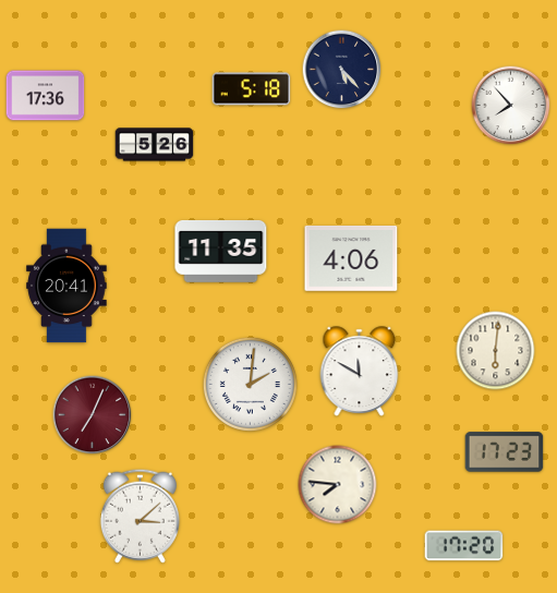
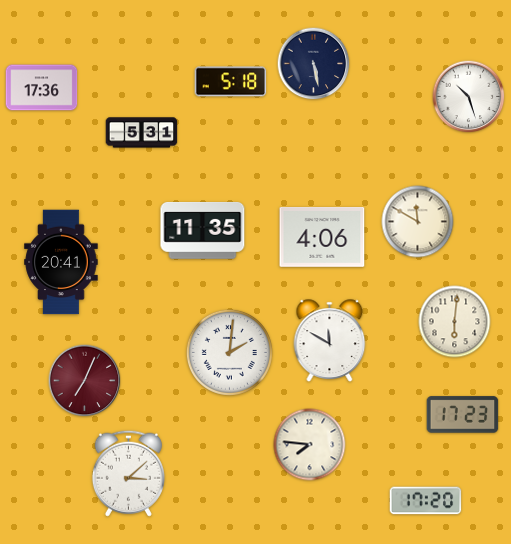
clock at (342, 70): 5:23 -> 5:28
clock at (511, 106): 7:53 -> 10:27
clock at (155, 145): 5:26 -> 5:31
clock at (418, 222): none -> 11:50
